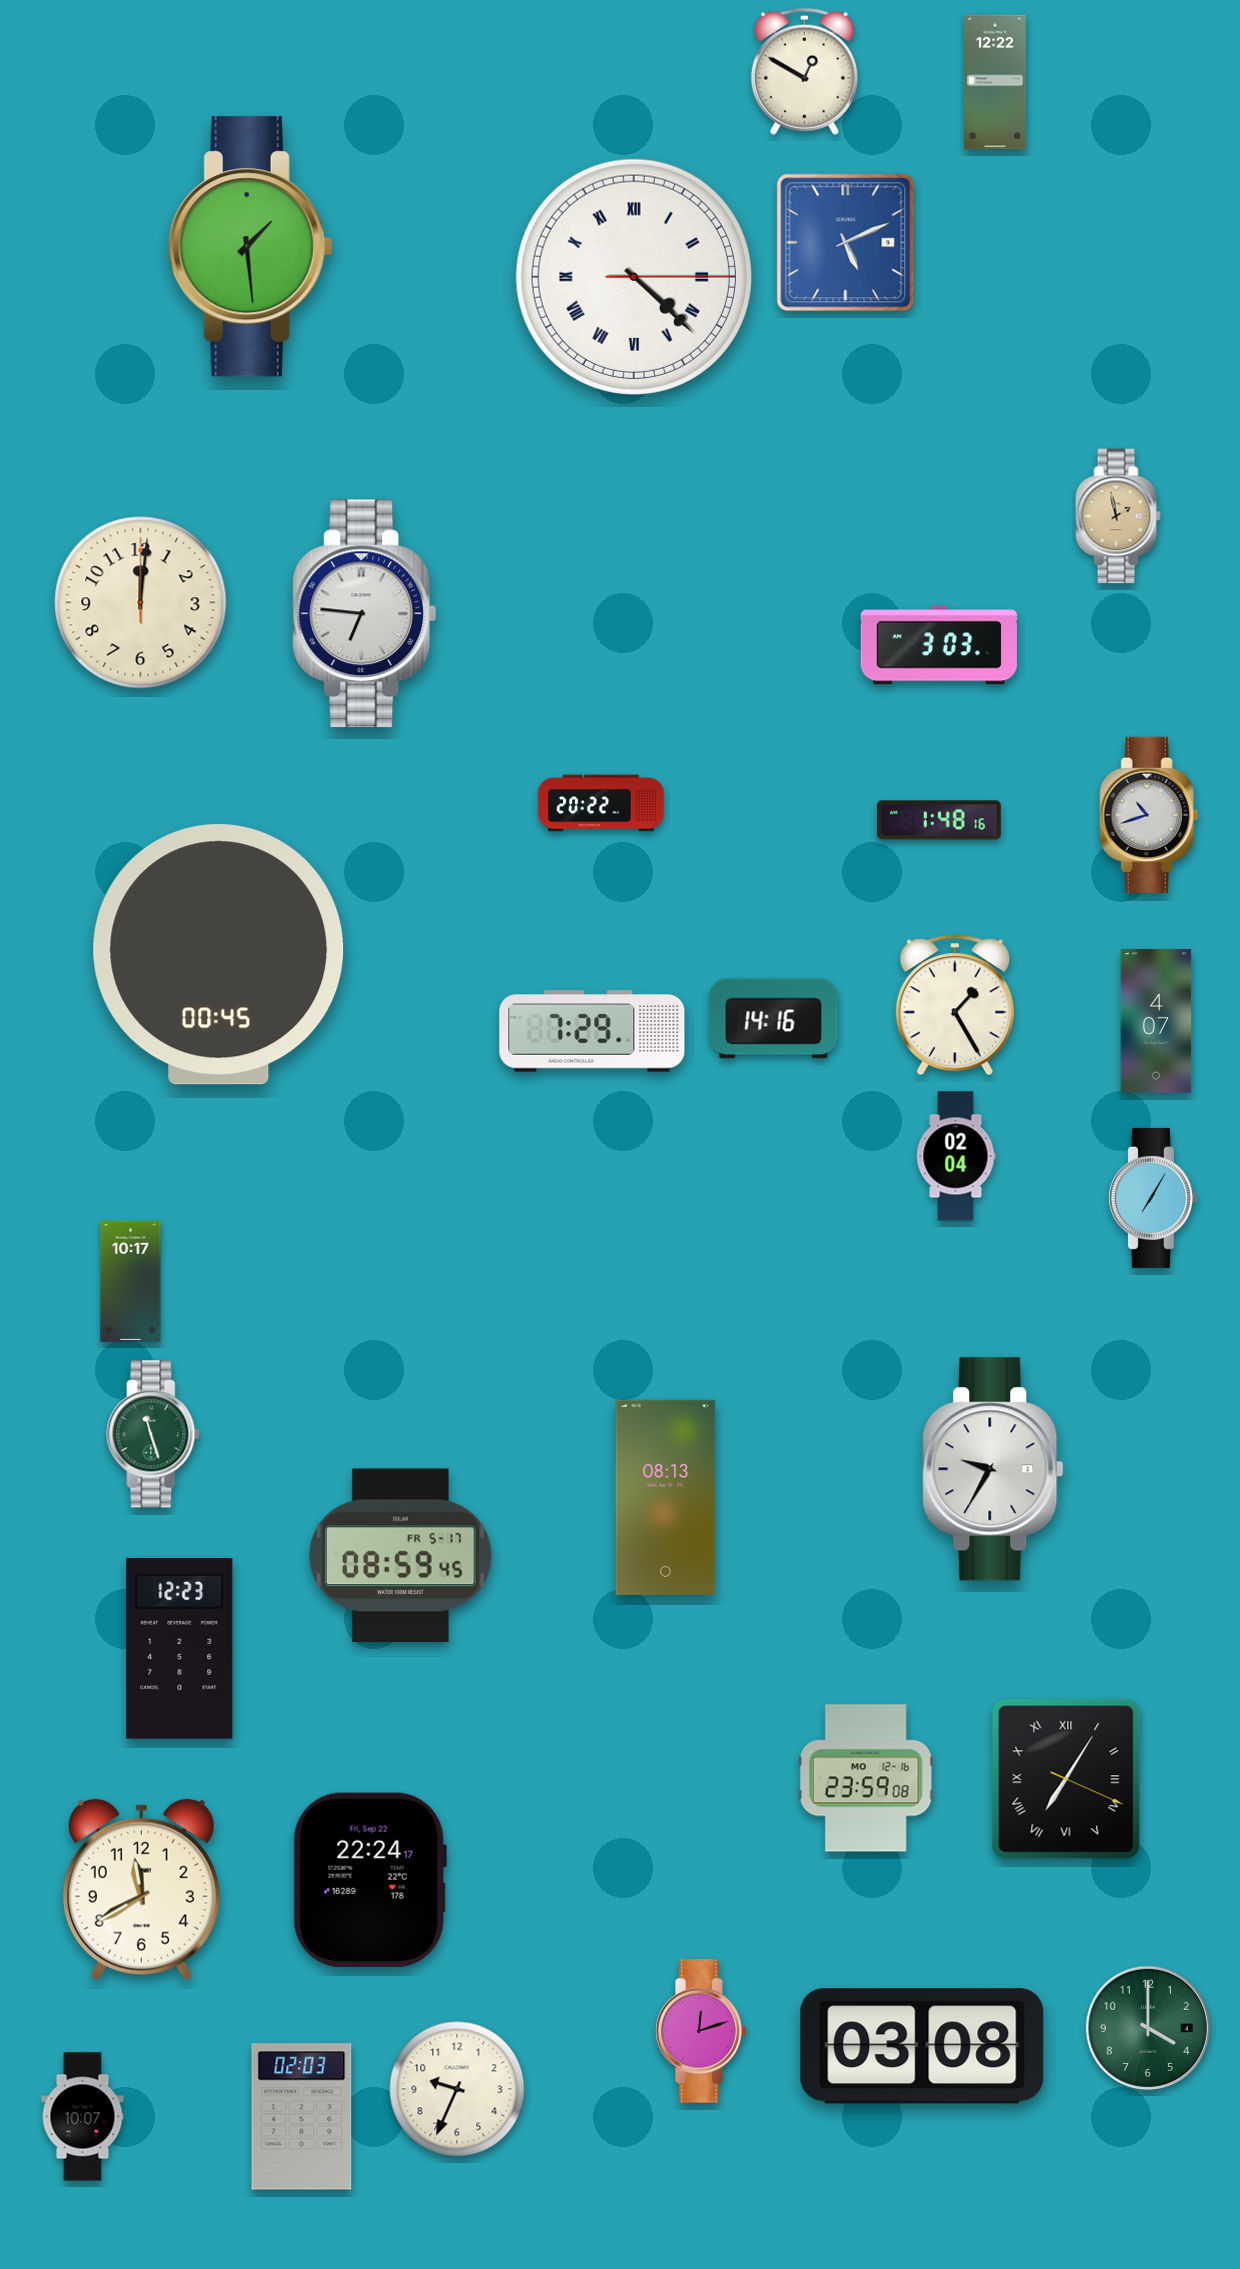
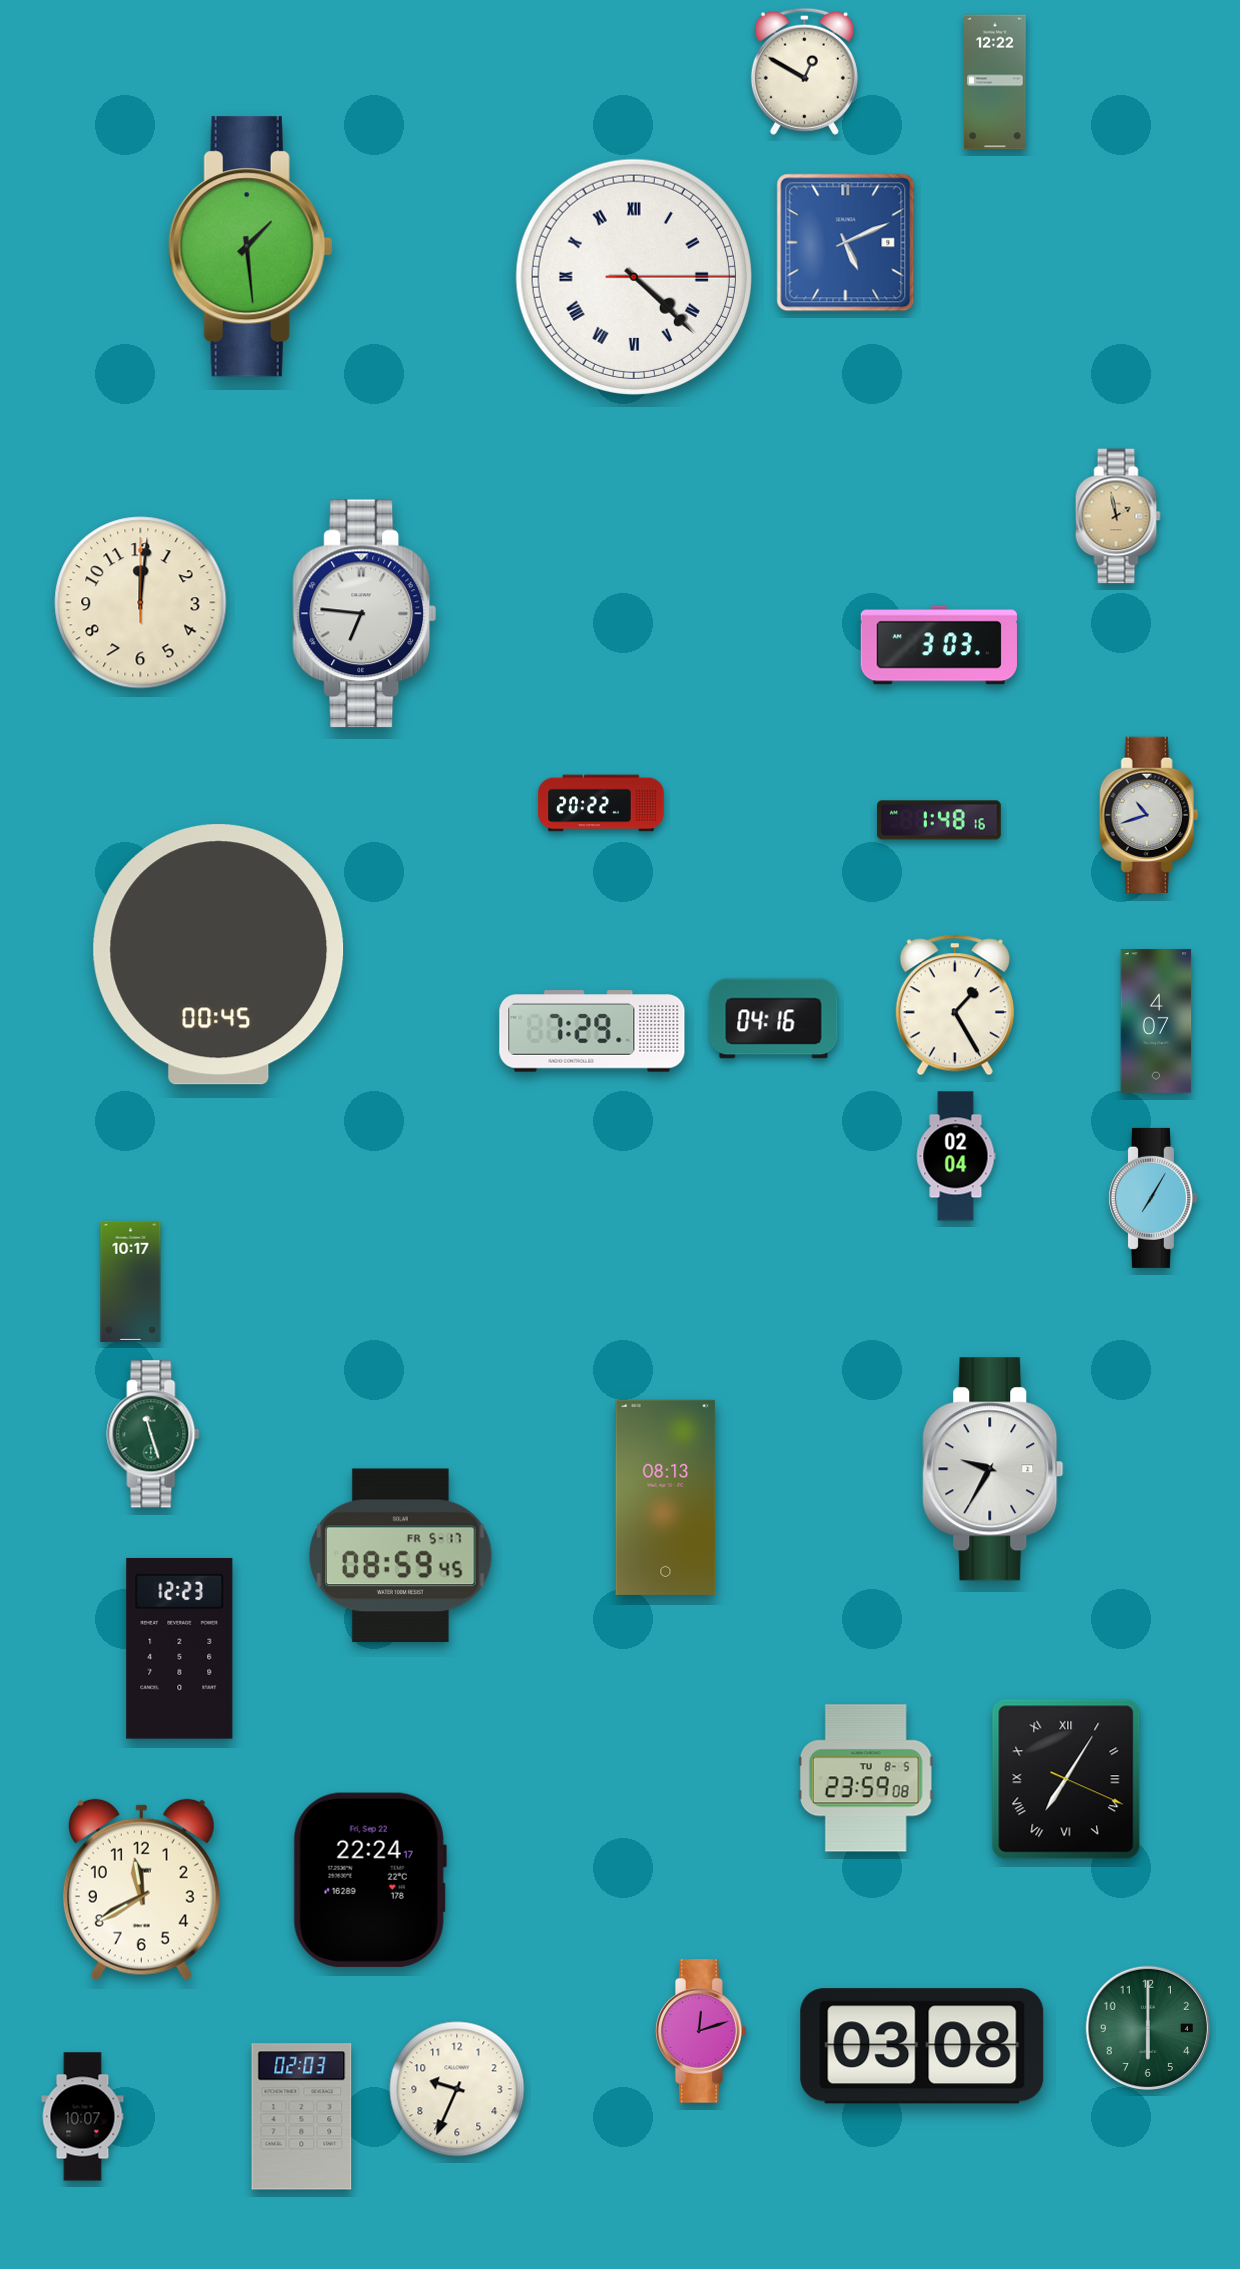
clock at (774, 1019): 14:16 -> 04:16
clock at (866, 1778) date: MO 12-16 -> TU 8-5
clock at (1148, 2028): 4:00 -> 6:00
